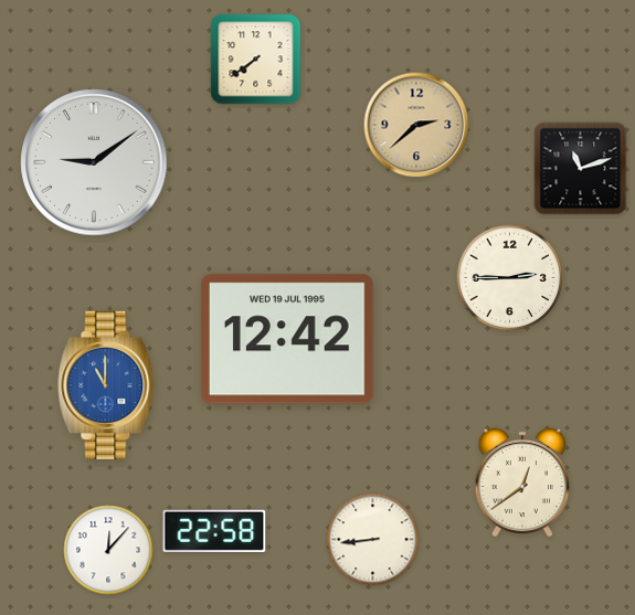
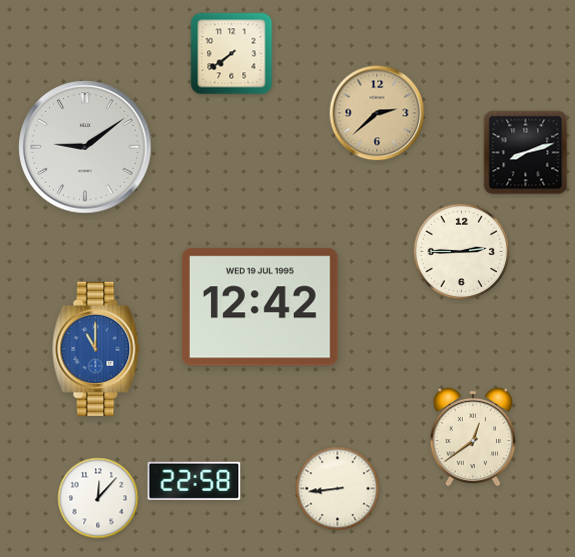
clock at (581, 169): 11:12 -> 8:12
